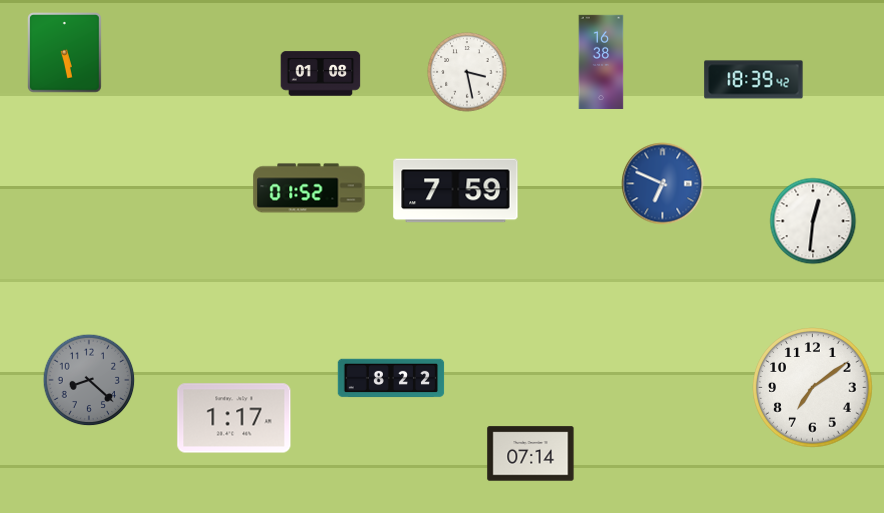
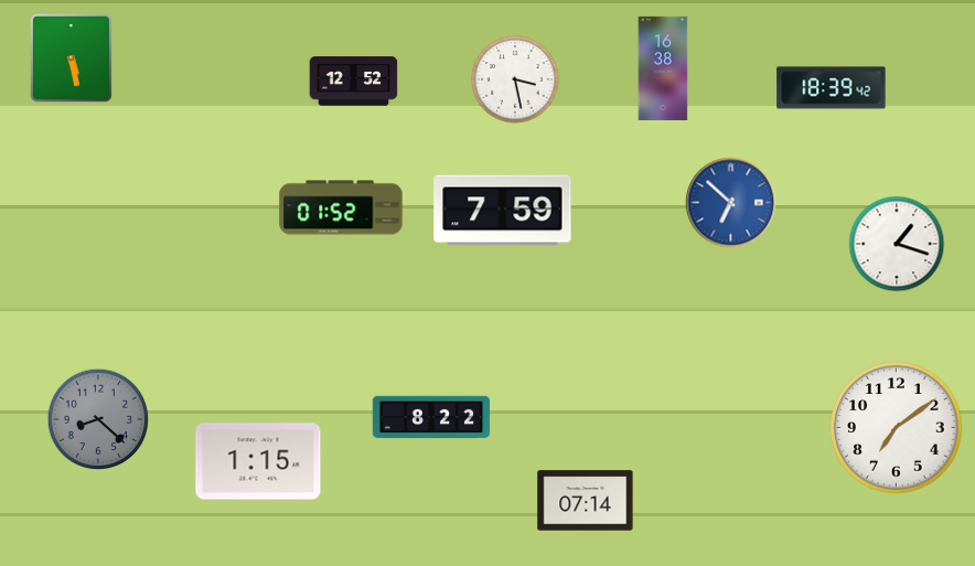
clock at (321, 74): 01:08 -> 12:52
clock at (663, 184): 6:49 -> 6:52
clock at (813, 221): 12:31 -> 1:18
clock at (234, 418): 1:17 -> 1:15
